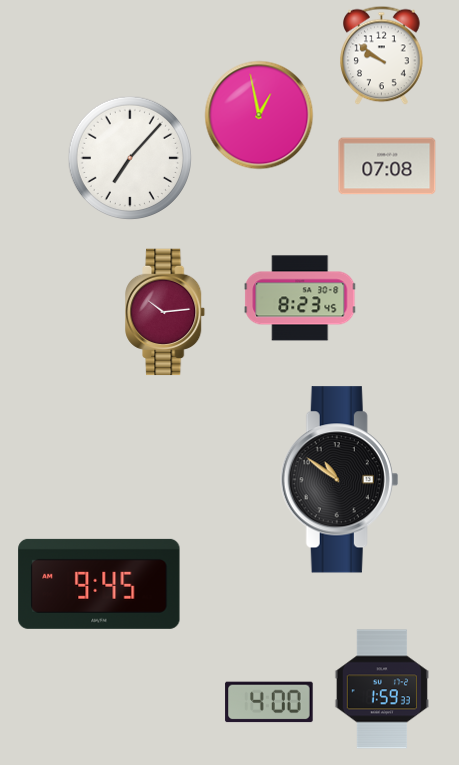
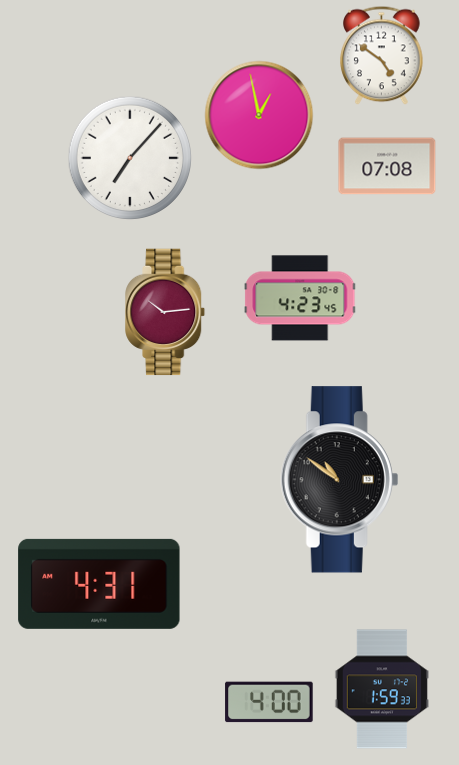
clock at (382, 56): 9:51 -> 4:51
clock at (300, 298): 8:23 -> 4:23
clock at (99, 584): 9:45 -> 4:31
